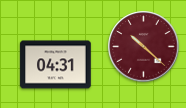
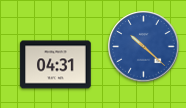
clock at (144, 47) dial: burgundy -> blue
